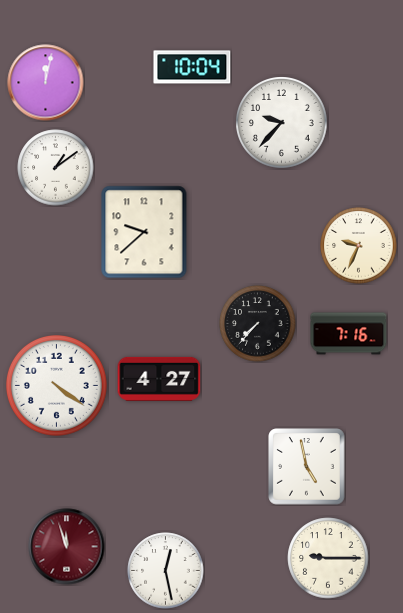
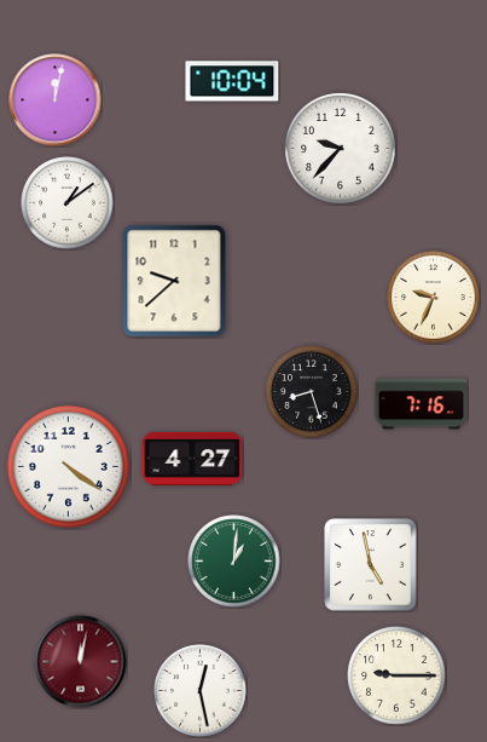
clock at (258, 324): 7:37 -> 8:27
clock at (234, 562): none -> 1:01
clock at (67, 547): 11:57 -> 12:02
